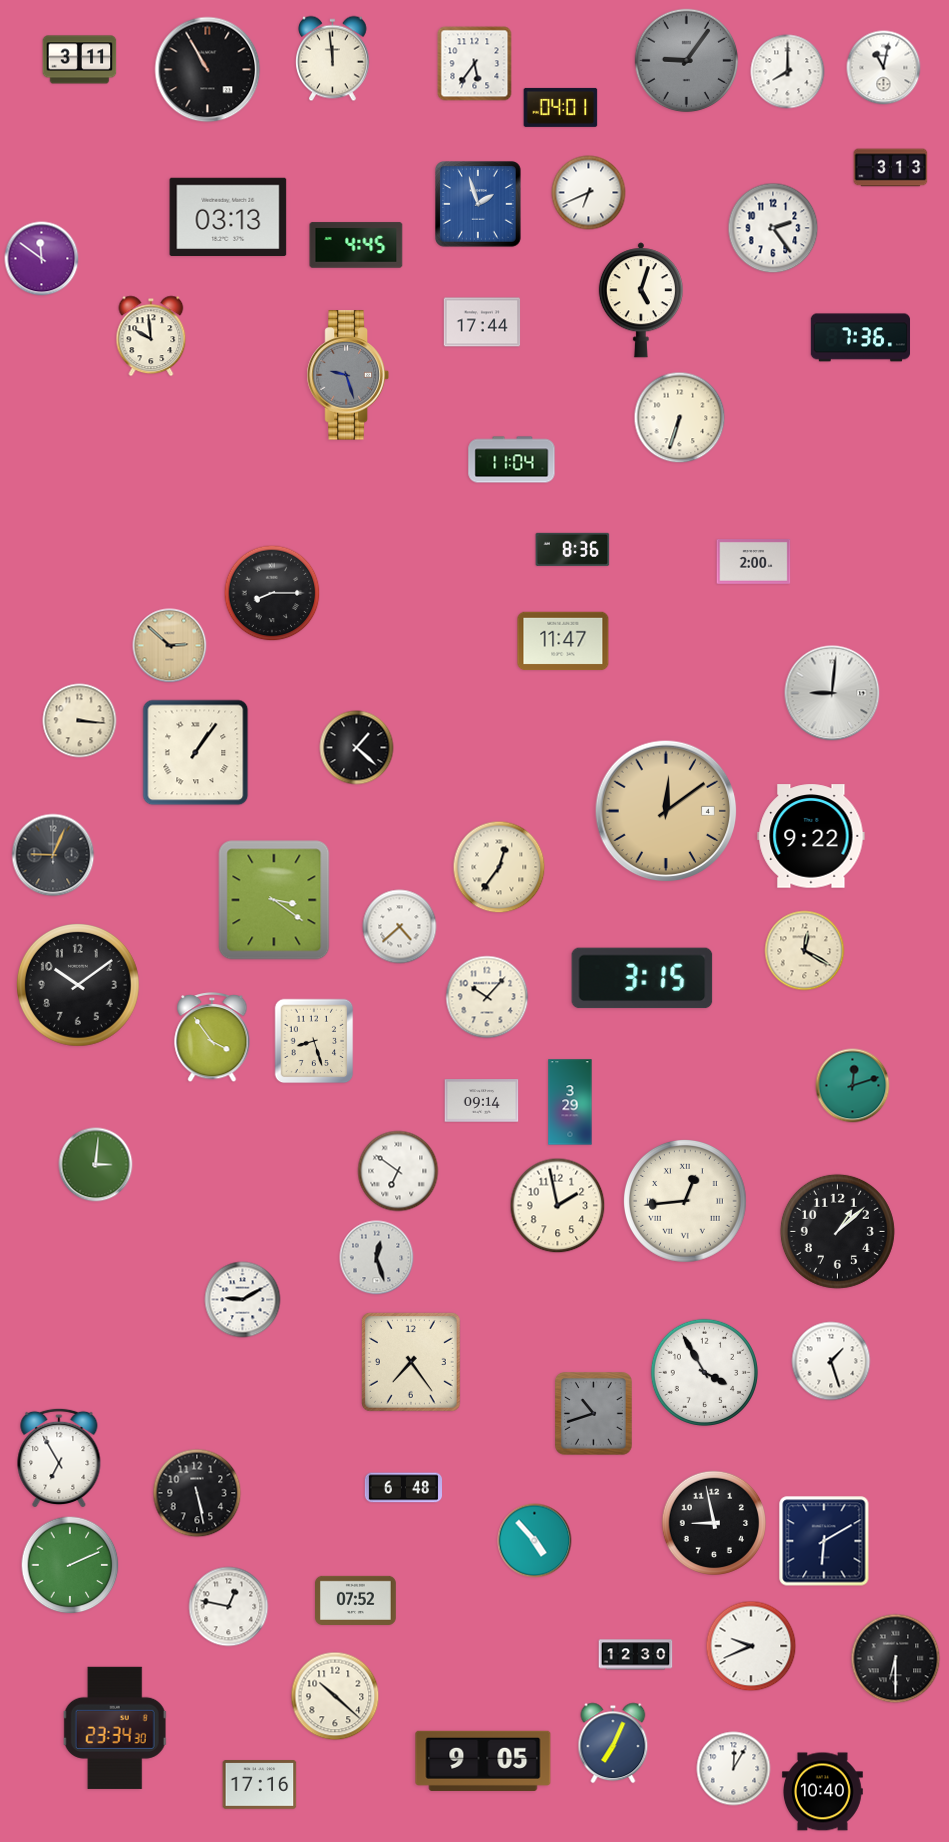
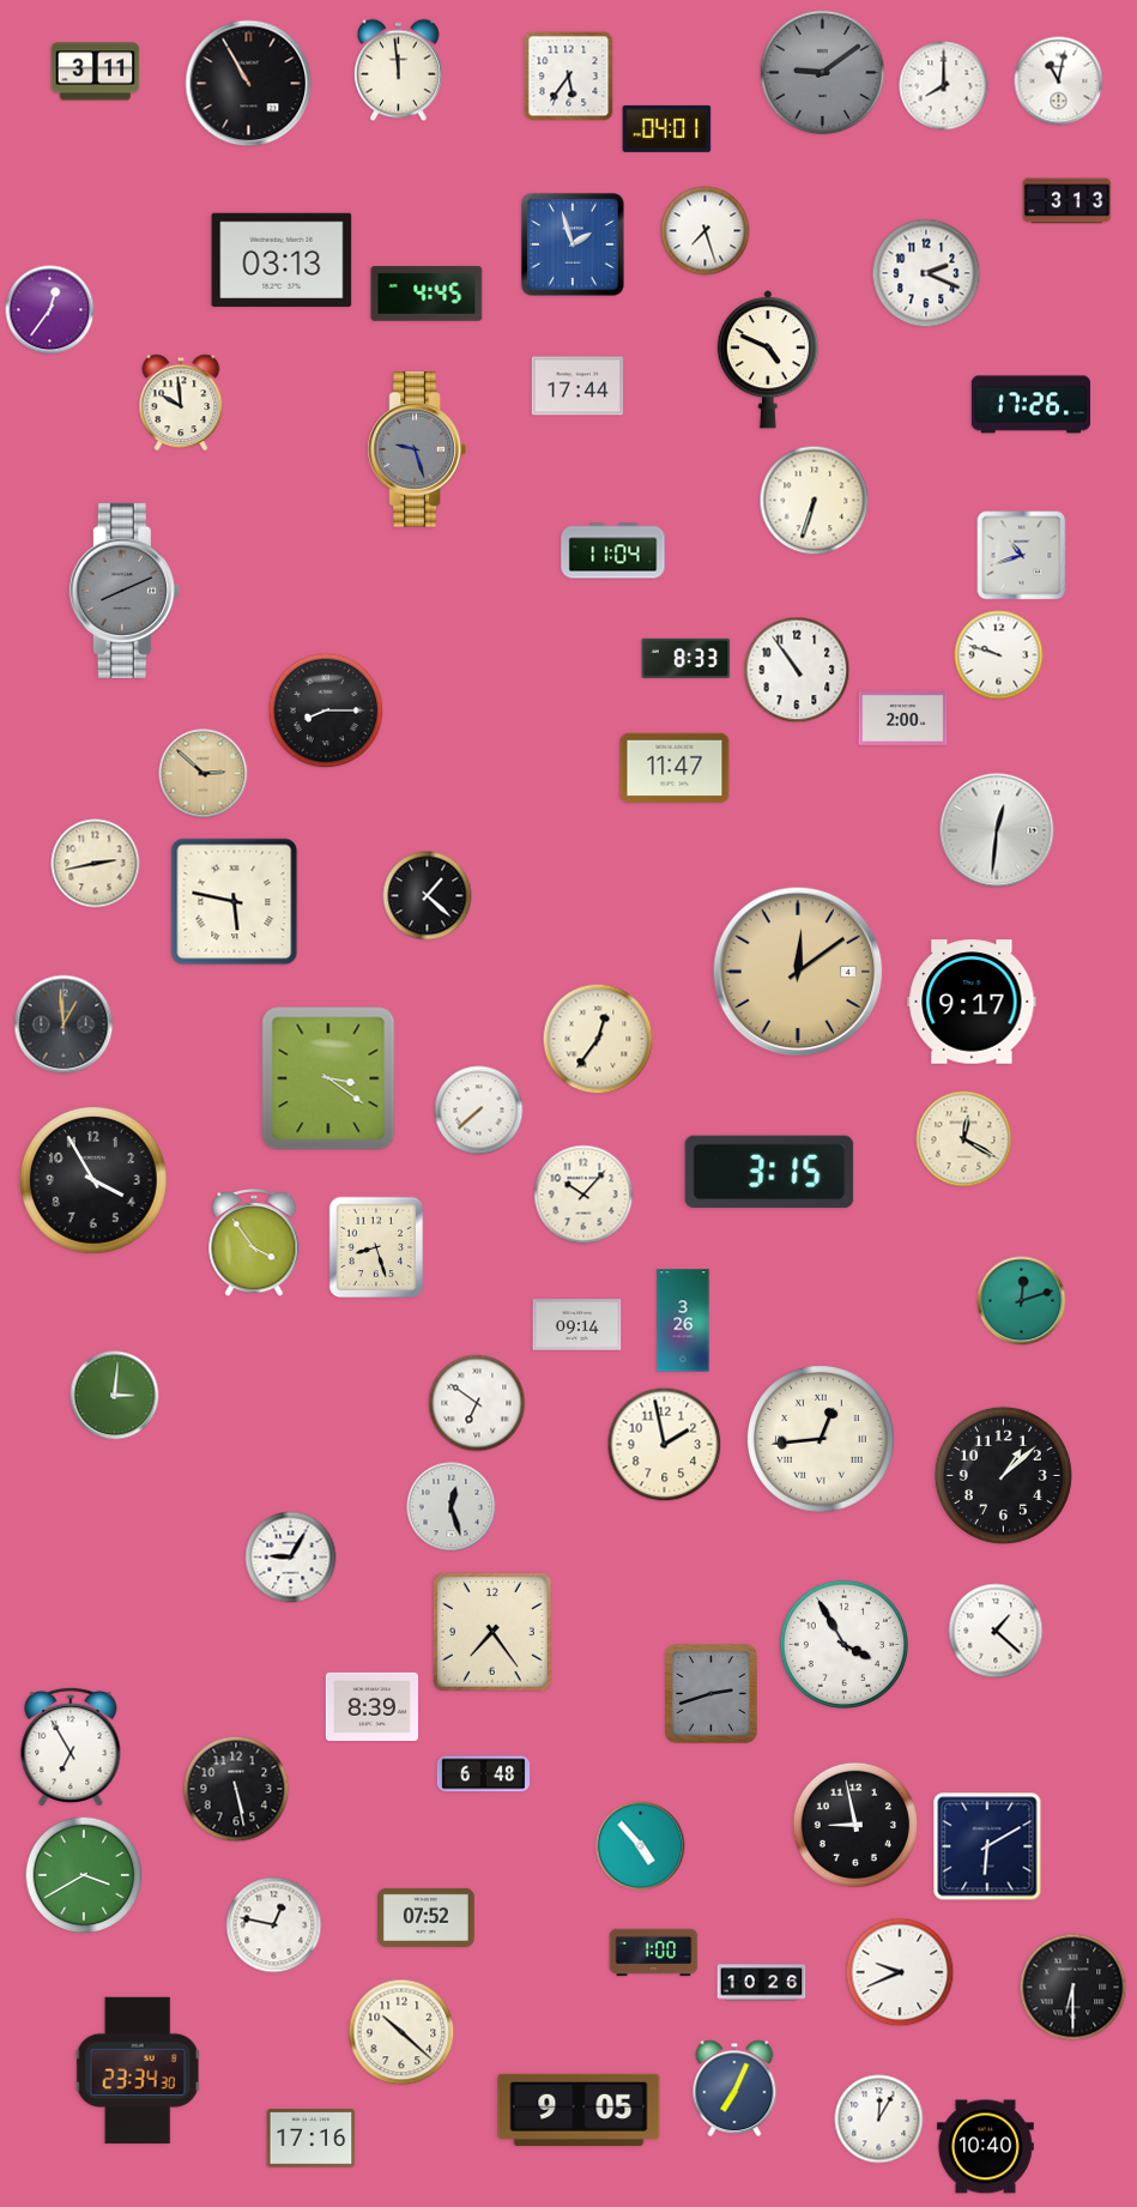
clock at (687, 61): 9:06 -> 9:09
clock at (561, 107) position: (561, 107) -> (667, 128)
clock at (589, 193): 6:41 -> 7:27
clock at (228, 216) position: (228, 216) -> (282, 259)
clock at (773, 228): 2:24 -> 2:19
clock at (42, 259): 11:51 -> 12:36
clock at (641, 300): 5:03 -> 4:49
clock at (860, 338): 7:36 -> 17:26
clock at (1022, 556): none -> 10:42
clock at (125, 591): none -> 8:11
clock at (999, 655): none -> 9:48
clock at (573, 549): 8:36 -> 8:33
clock at (797, 670): none -> 10:54
clock at (754, 562) position: (754, 562) -> (903, 719)
clock at (832, 693): 9:01 -> 12:31
clock at (80, 721): 3:16 -> 2:43
clock at (196, 753): 1:06 -> 5:47
clock at (811, 836): 9:22 -> 9:17
clock at (53, 855): 9:04 -> 12:59
clock at (400, 927): 4:38 -> 7:38
clock at (79, 986): 10:09 -> 3:55
clock at (482, 1101) position: (482, 1101) -> (577, 1325)
clock at (570, 1102): 3:29 -> 3:26
clock at (558, 1206) position: (558, 1206) -> (665, 1445)
clock at (243, 1300): 9:10 -> 9:05
clock at (831, 1361): 1:27 -> 1:22
clock at (594, 1414): 10:42 -> 2:42
clock at (371, 1706): none -> 8:39
clock at (403, 1488) position: (403, 1488) -> (483, 1774)
clock at (70, 1565): 2:11 -> 3:40
clock at (654, 1953): none -> 1:00
clock at (636, 1655): 12:30 -> 10:26
